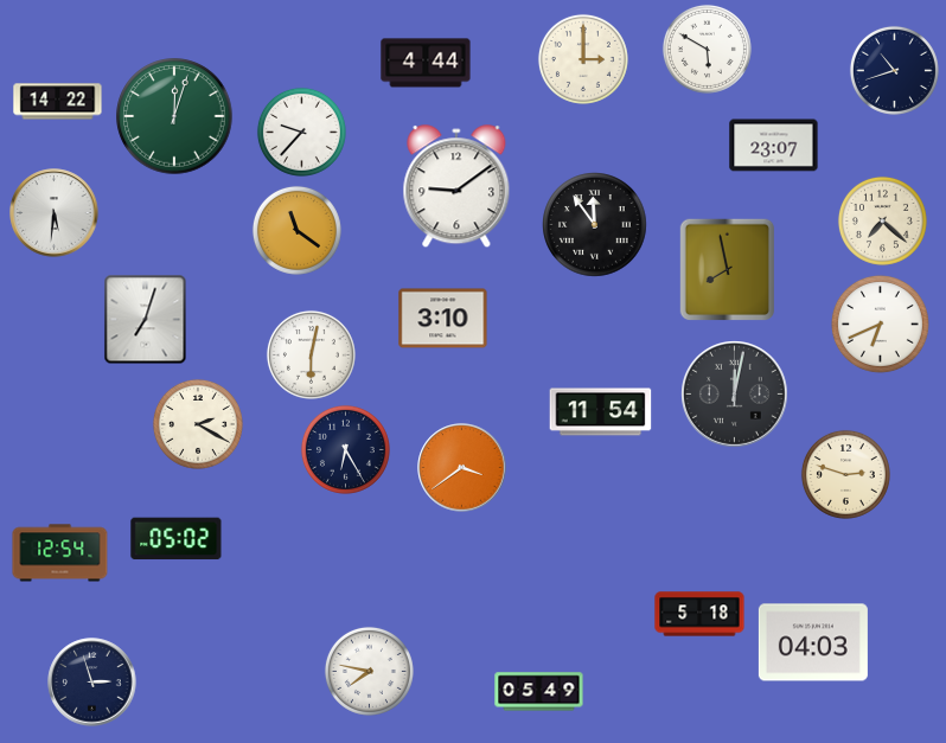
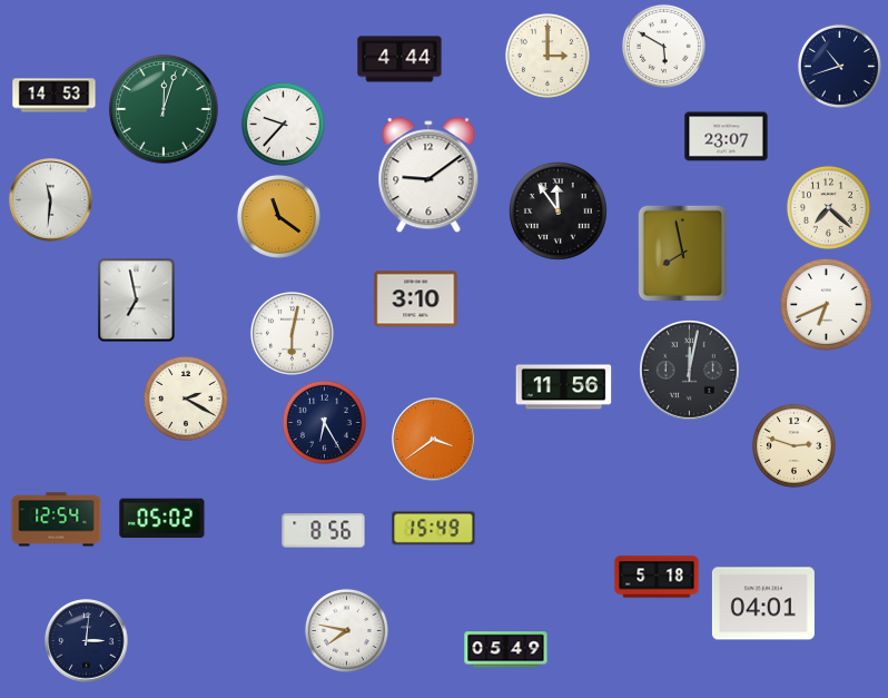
clock at (58, 102): 14:22 -> 14:53
clock at (55, 213): 5:31 -> 11:31
clock at (146, 320): 7:03 -> 6:58
clock at (601, 412): 11:54 -> 11:56
clock at (177, 539) position: (177, 539) -> (162, 519)
clock at (434, 529): none -> 15:49
clock at (324, 531): none -> 8:56
clock at (813, 642): 04:03 -> 04:01
clock at (92, 683): 2:57 -> 3:01
